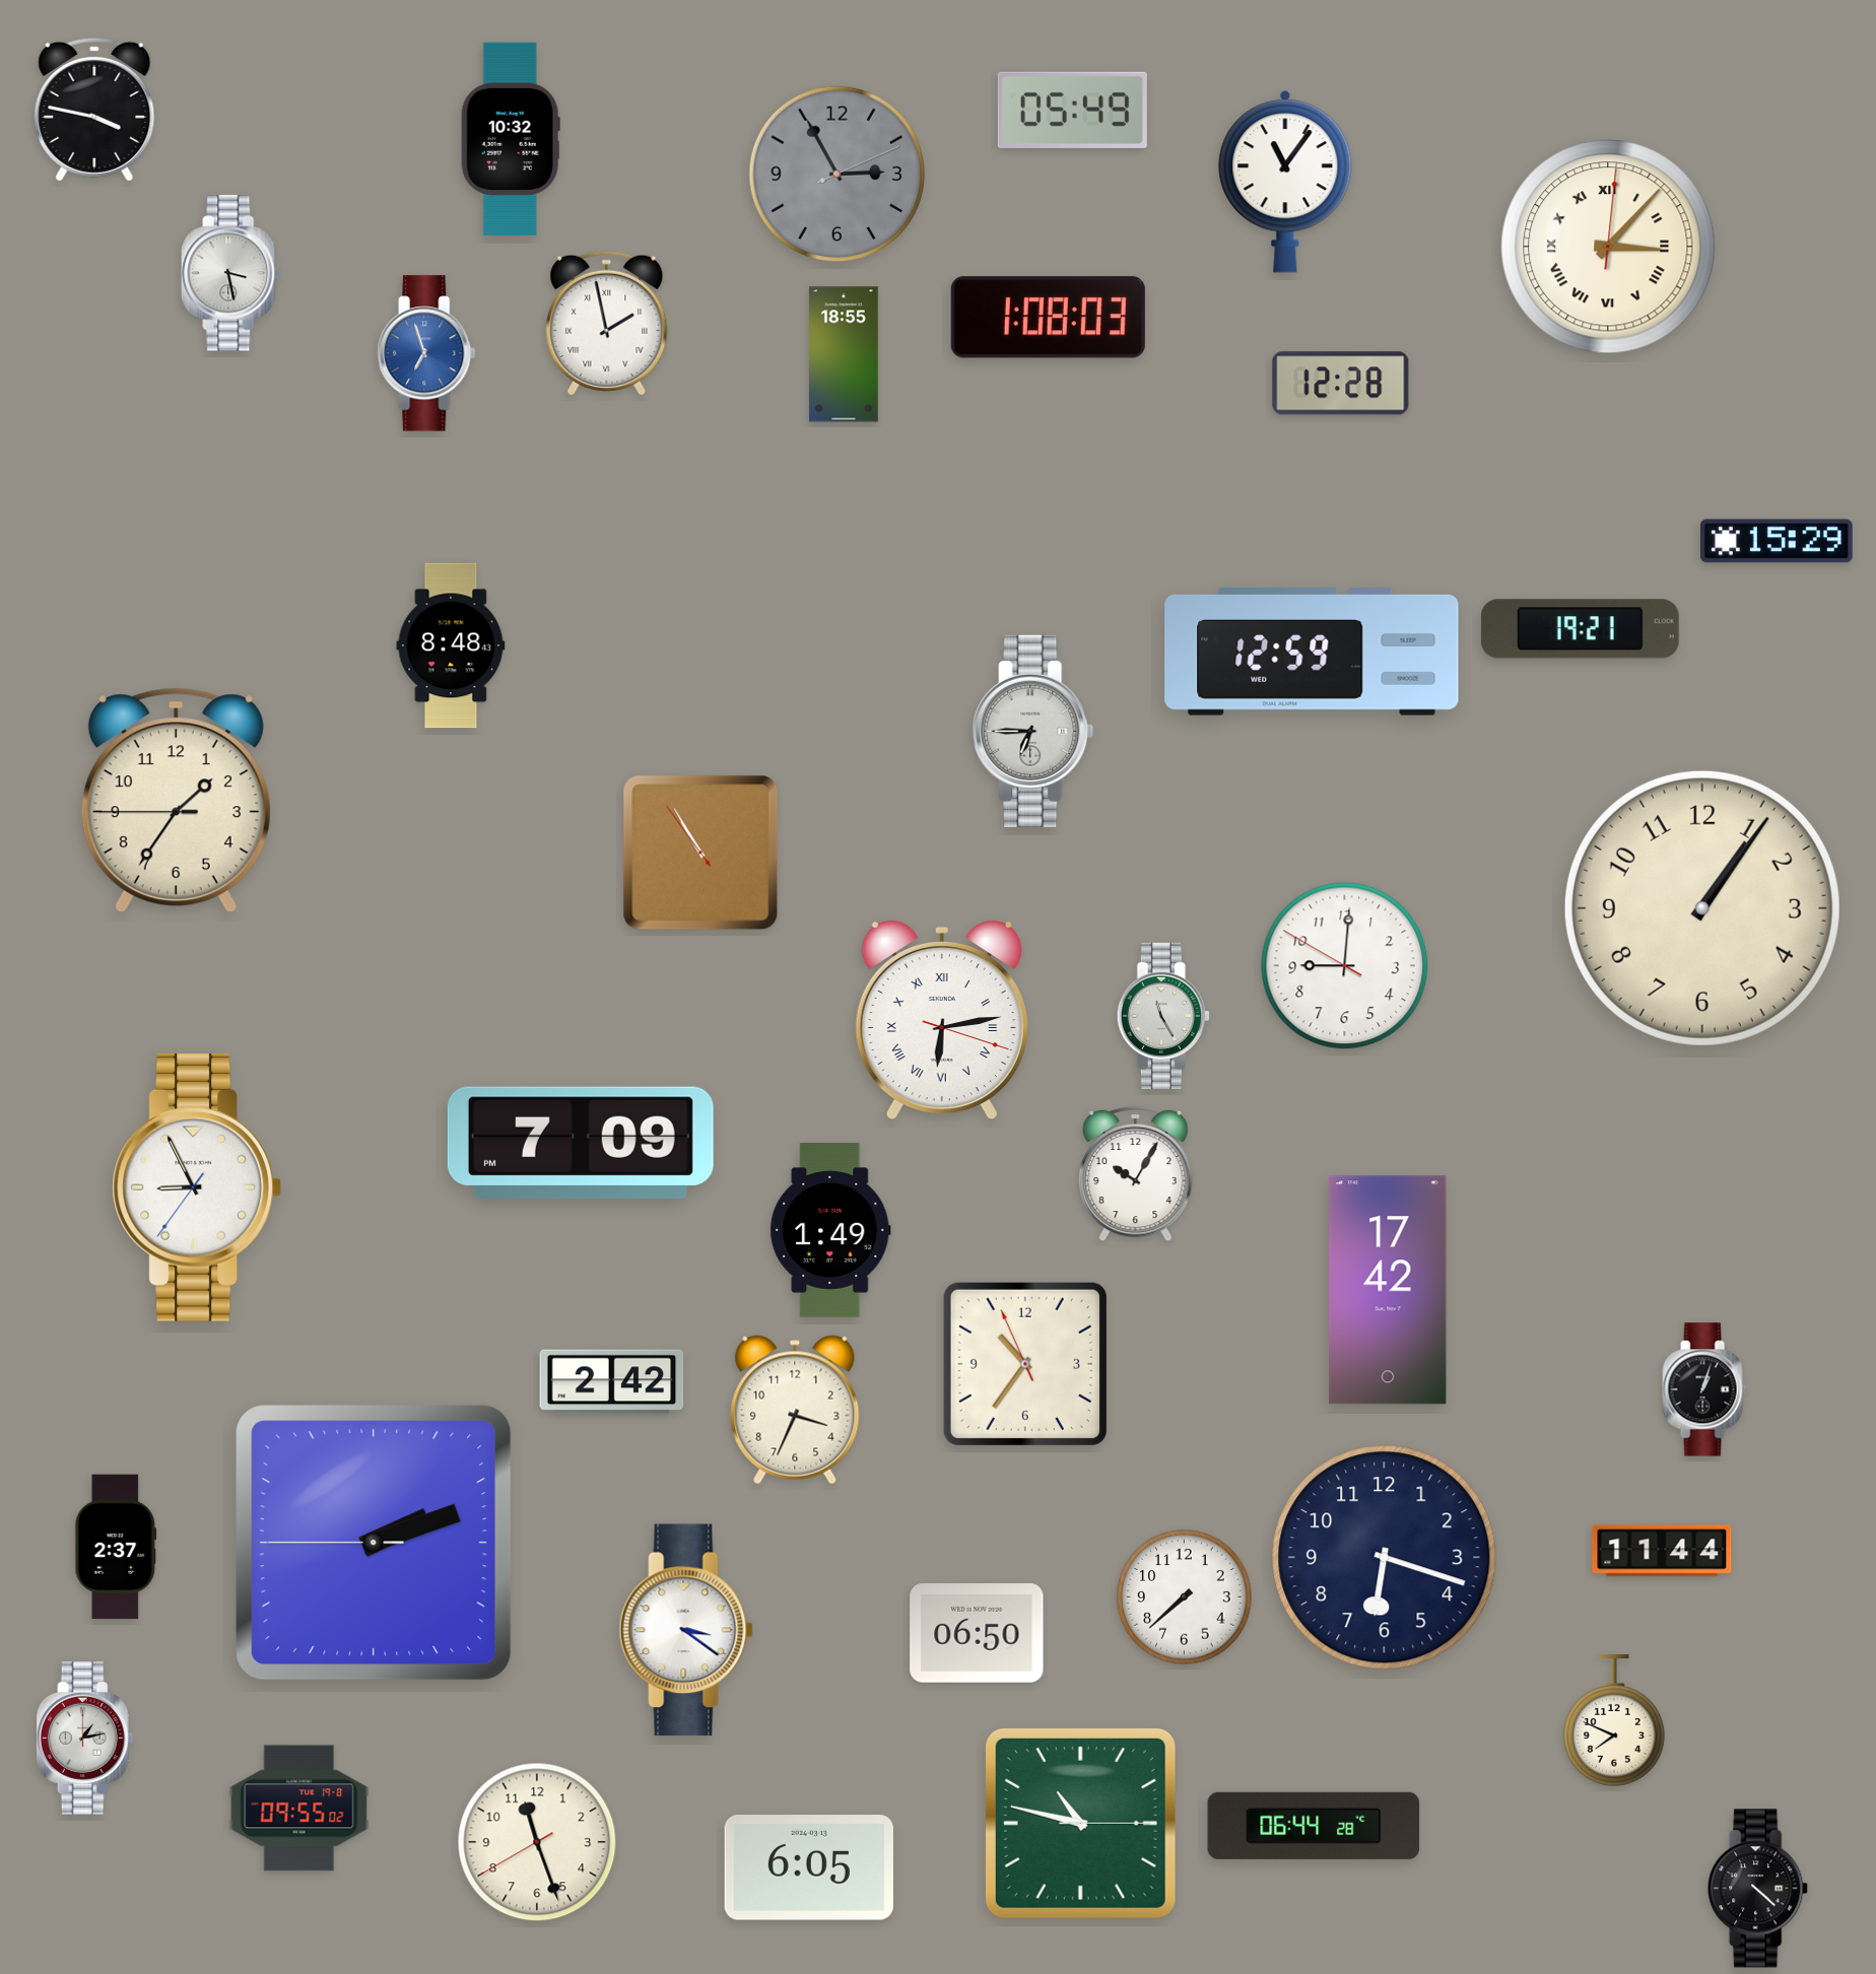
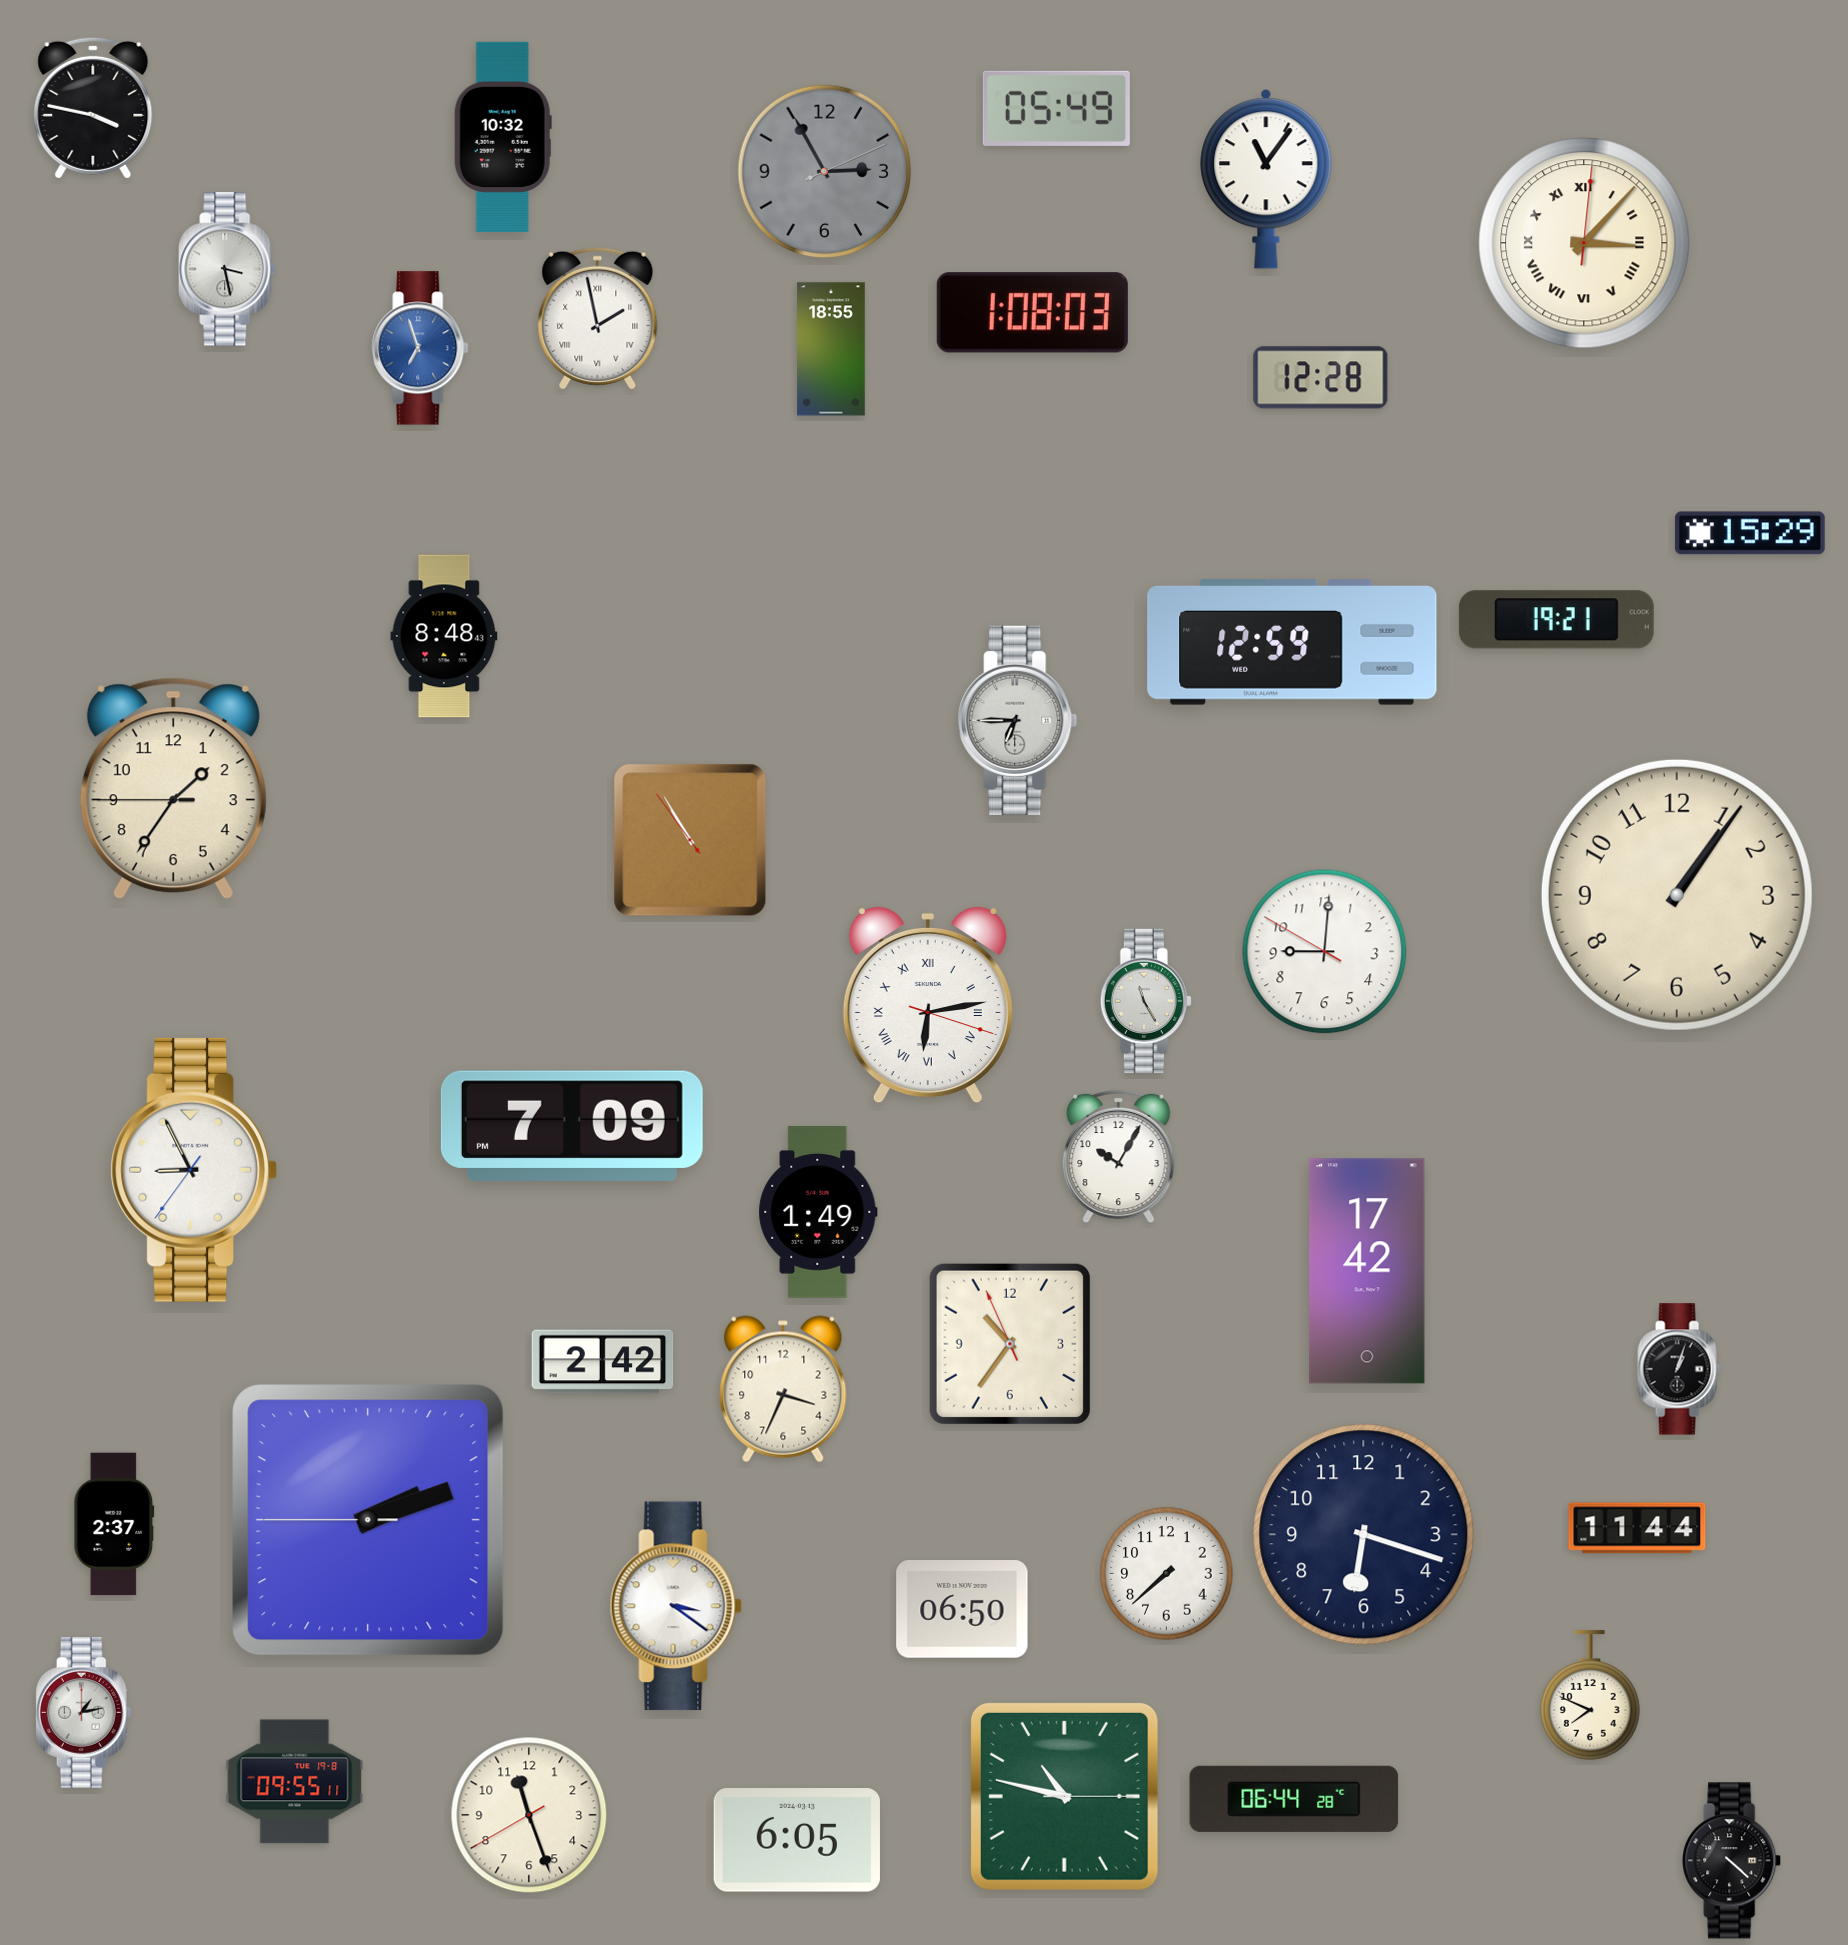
clock at (299, 1809): 09:55:02 -> 09:55:11
